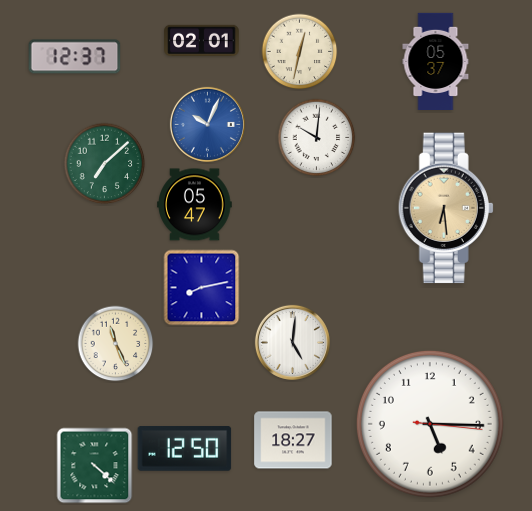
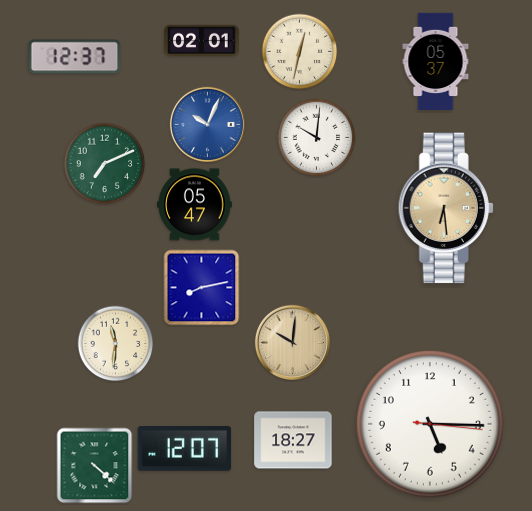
clock at (105, 164): 7:08 -> 7:11
clock at (292, 342): 5:01 -> 10:01
clock at (292, 342) dial: white -> champagne
clock at (116, 344): 11:26 -> 11:31
clock at (185, 449): 12:50 -> 12:07
